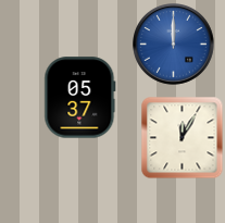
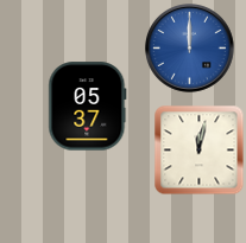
clock at (183, 138): 12:05 -> 12:02
